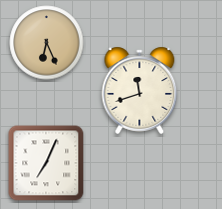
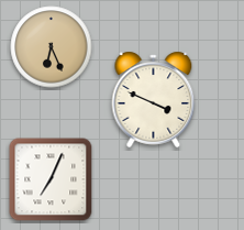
clock at (140, 90): 11:42 -> 3:49
